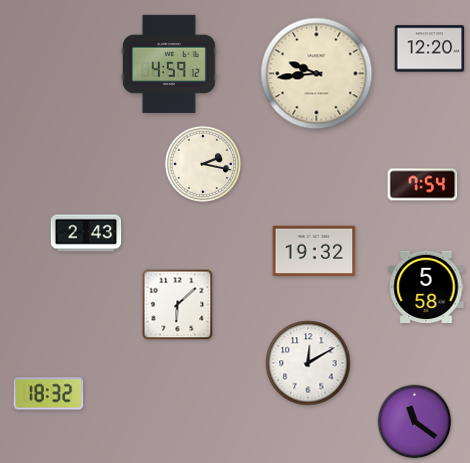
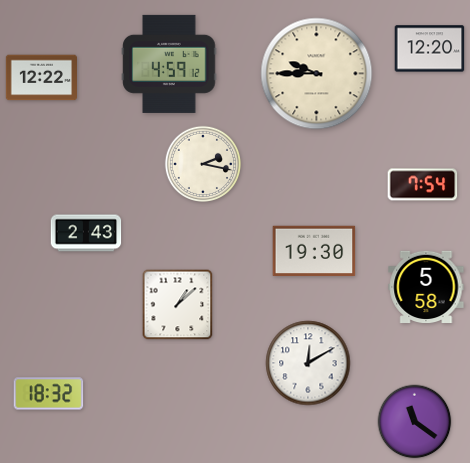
clock at (317, 74): 9:44 -> 9:45
clock at (41, 78): none -> 12:22
clock at (314, 251): 19:32 -> 19:30
clock at (178, 305): 6:08 -> 1:08
